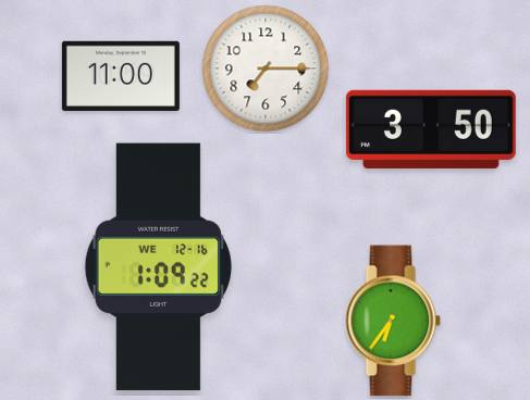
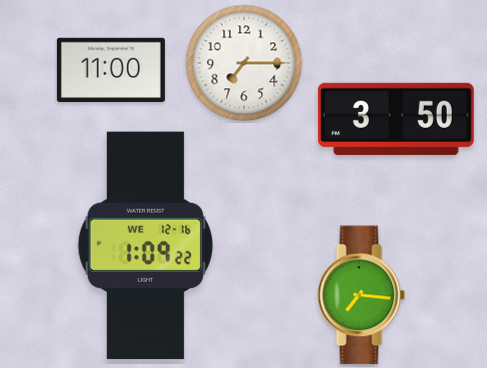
clock at (393, 321): 6:36 -> 7:16
